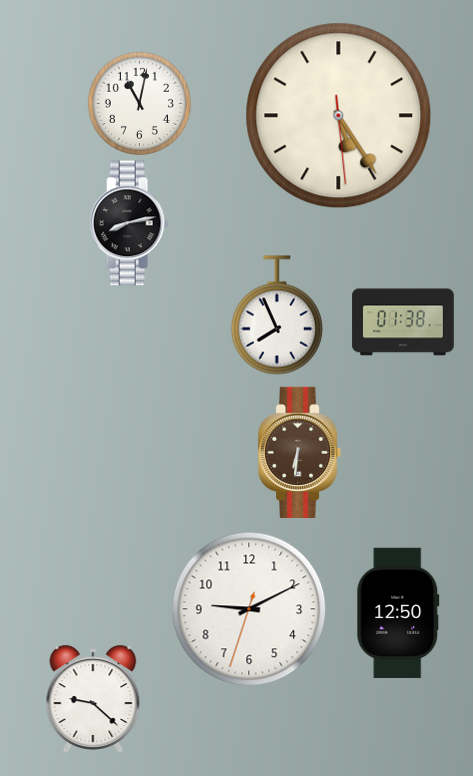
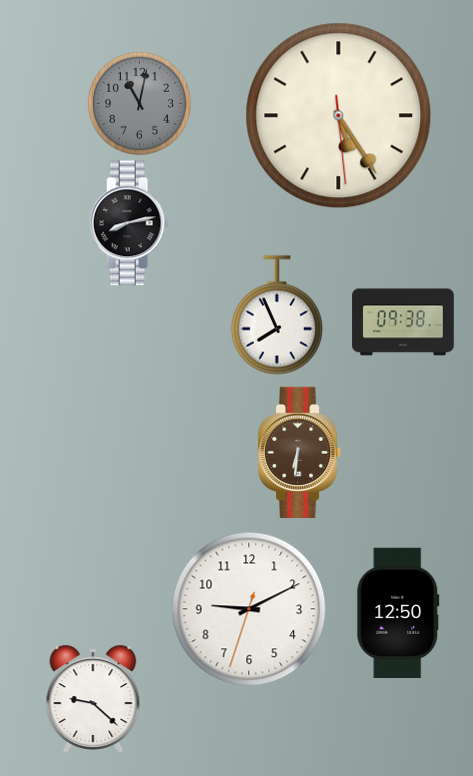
clock at (139, 103) dial: white -> grey
clock at (403, 322): 01:38 -> 09:38
